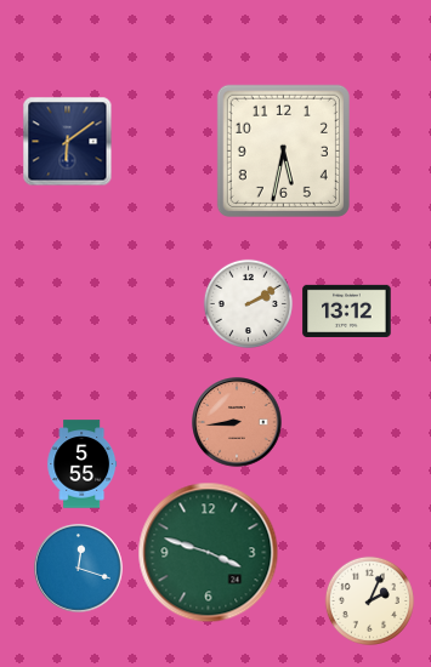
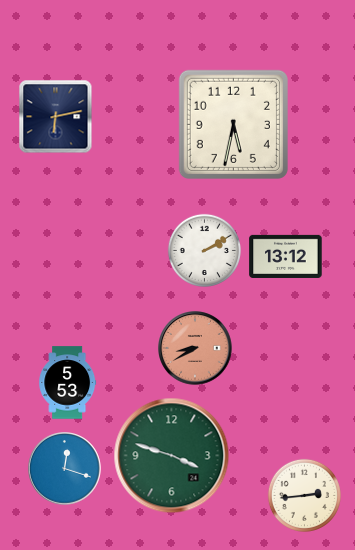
clock at (68, 142): 6:09 -> 6:13
clock at (237, 422): 8:44 -> 8:40
clock at (83, 464): 5:55 -> 5:53
clock at (369, 600): 2:04 -> 2:44
